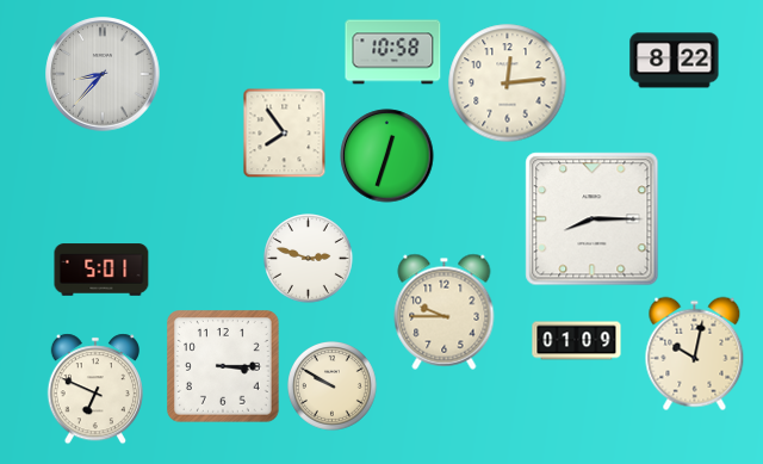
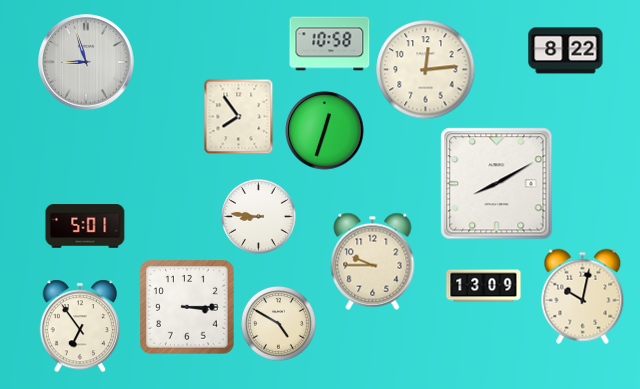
clock at (103, 74): 8:37 -> 8:57
clock at (285, 134) position: (285, 134) -> (239, 117)
clock at (593, 219): 8:15 -> 8:10
clock at (309, 259): 2:48 -> 8:46
clock at (577, 341): 01:09 -> 13:09
clock at (333, 386): 9:50 -> 4:50
clock at (95, 389): 6:49 -> 6:54
